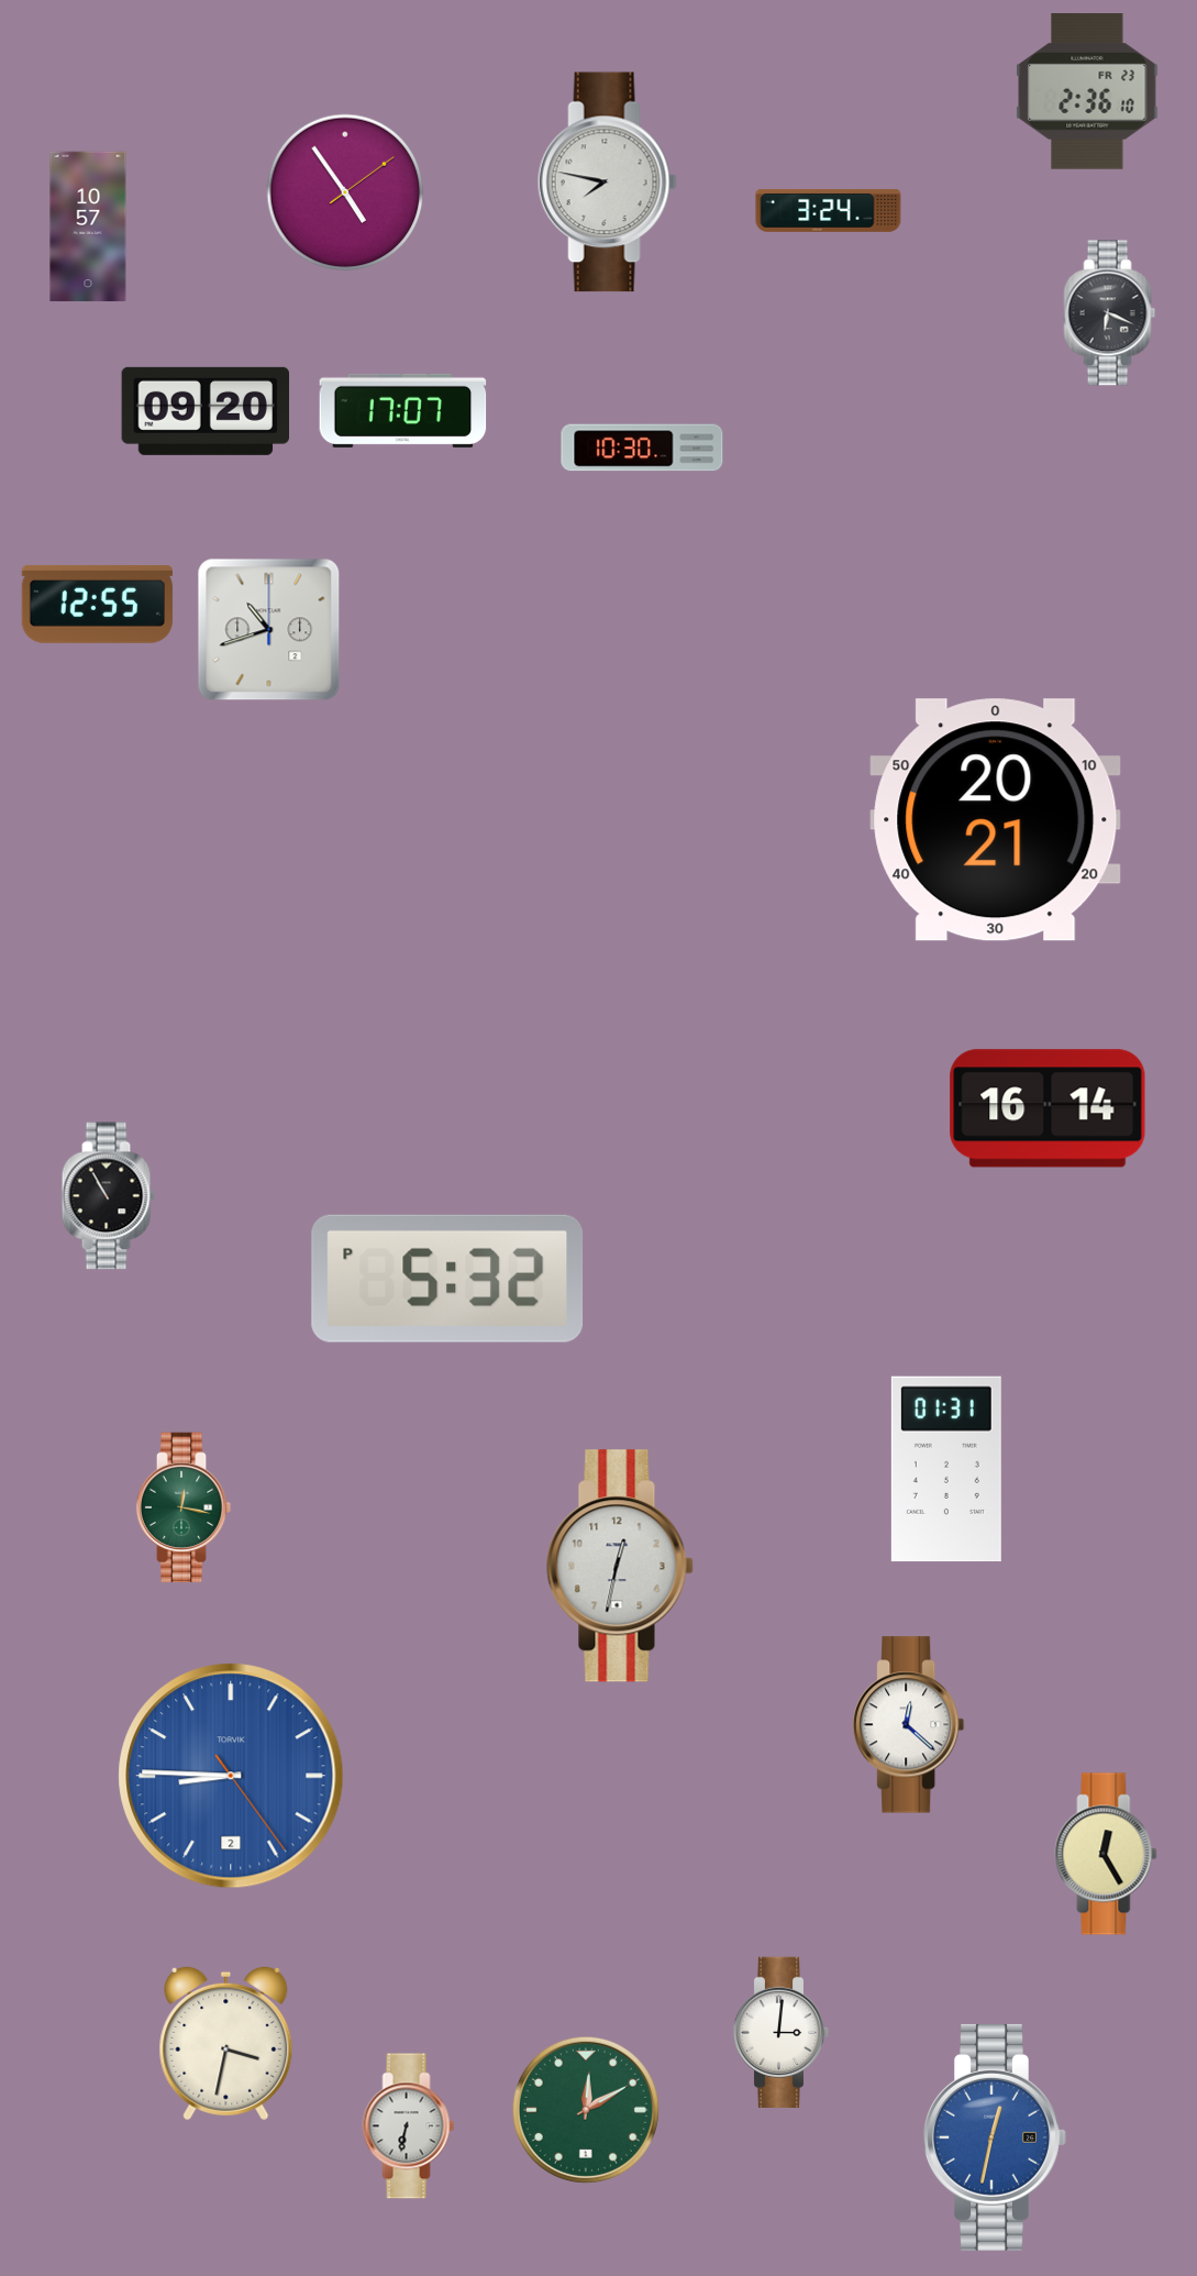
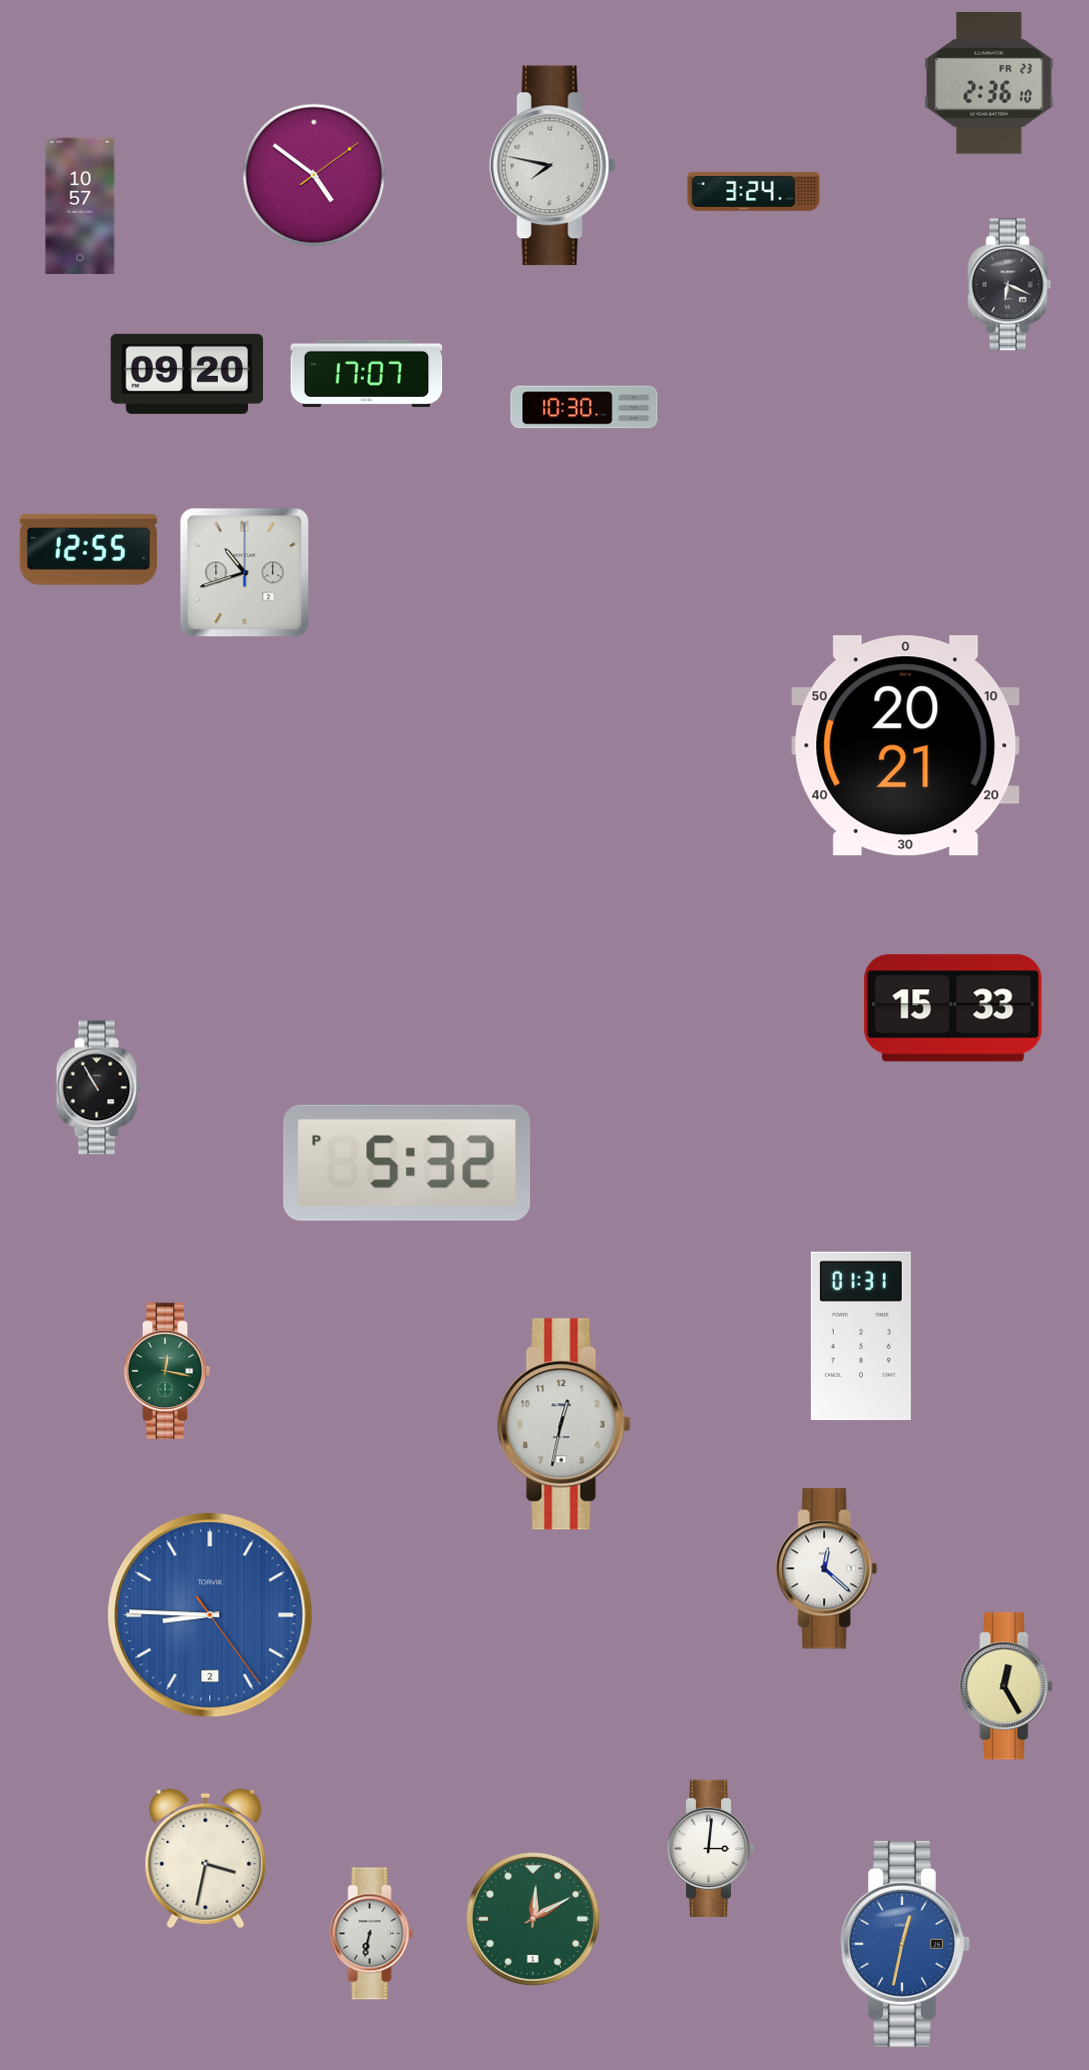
clock at (345, 192): 4:54 -> 4:51
clock at (1048, 1108): 16:14 -> 15:33
